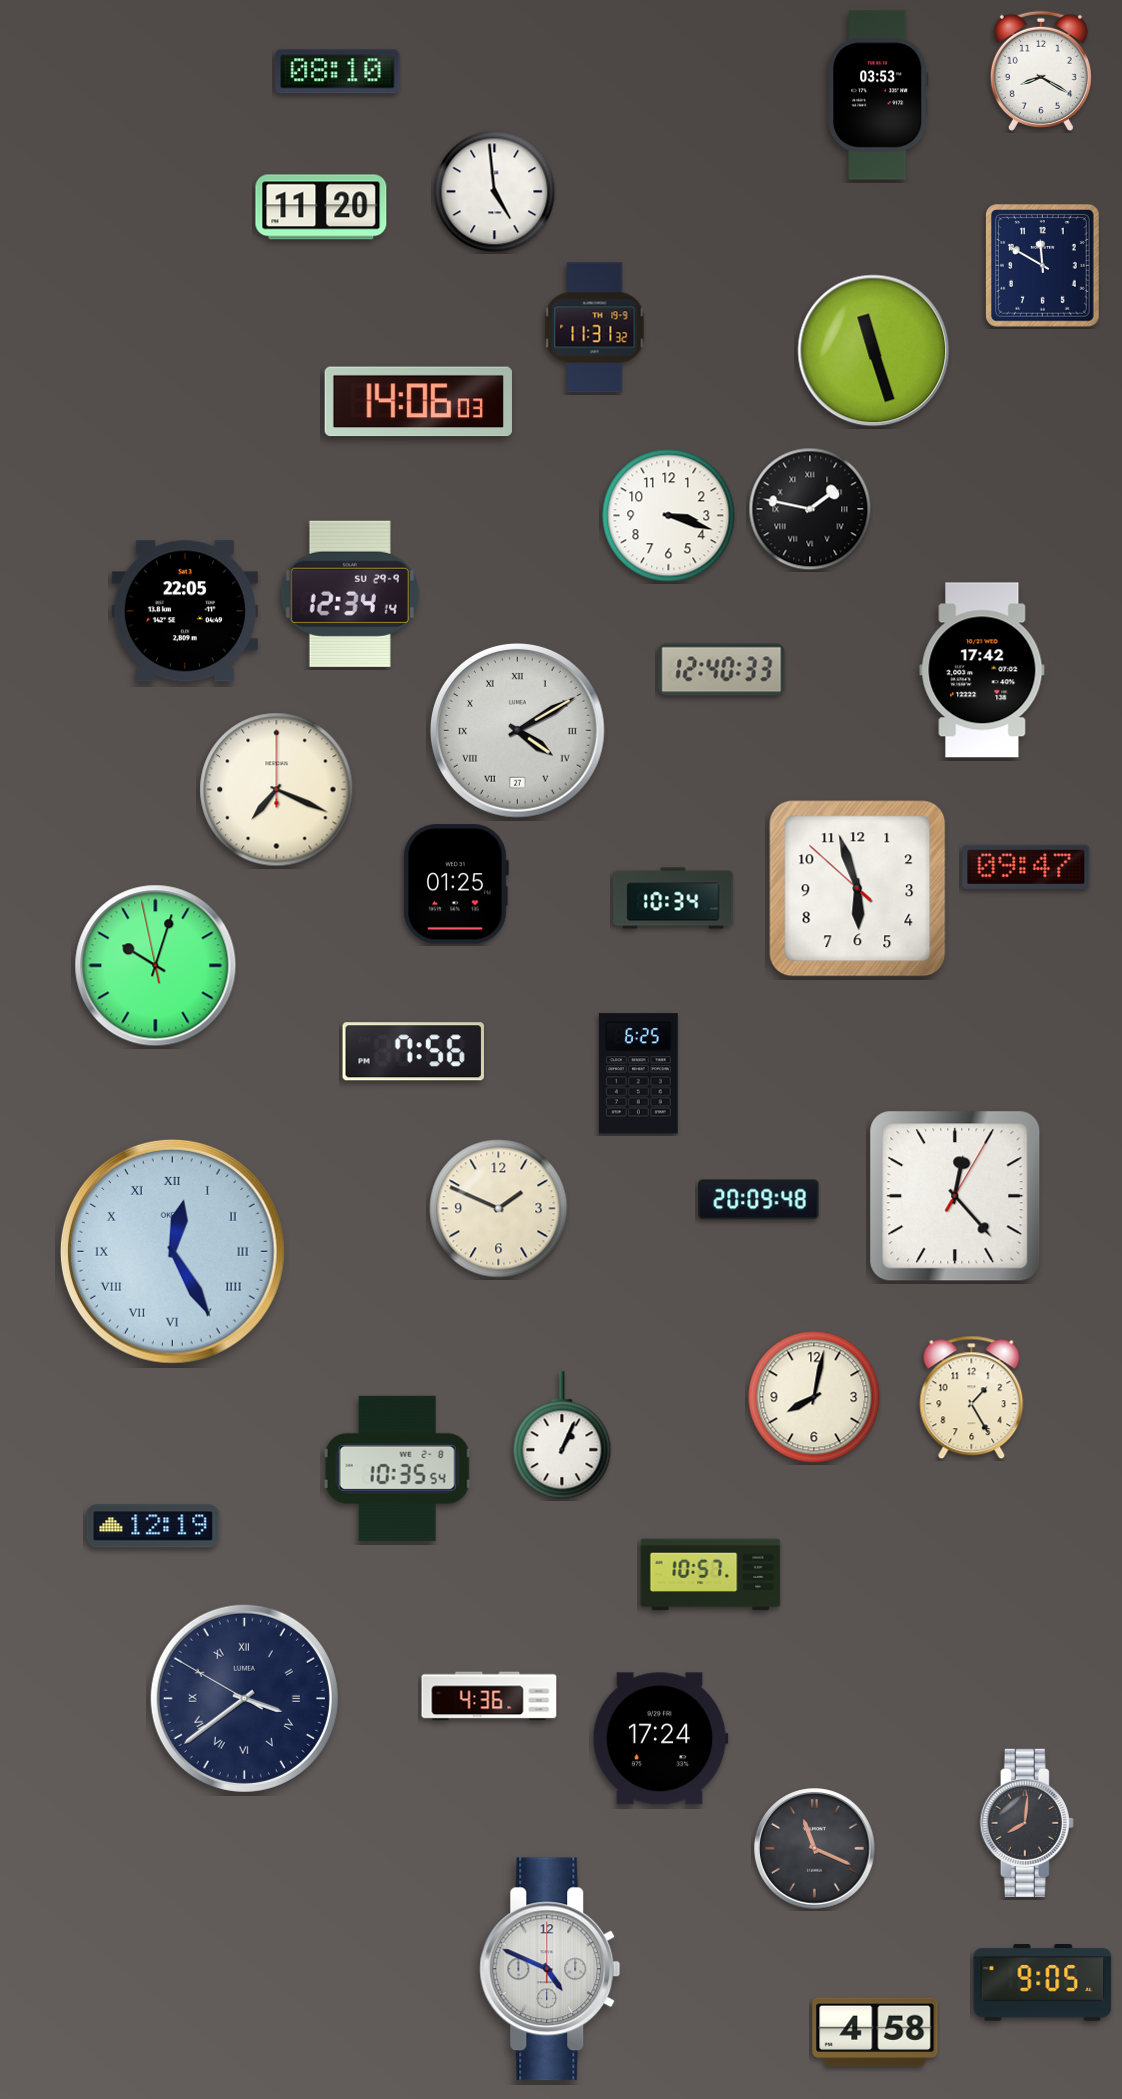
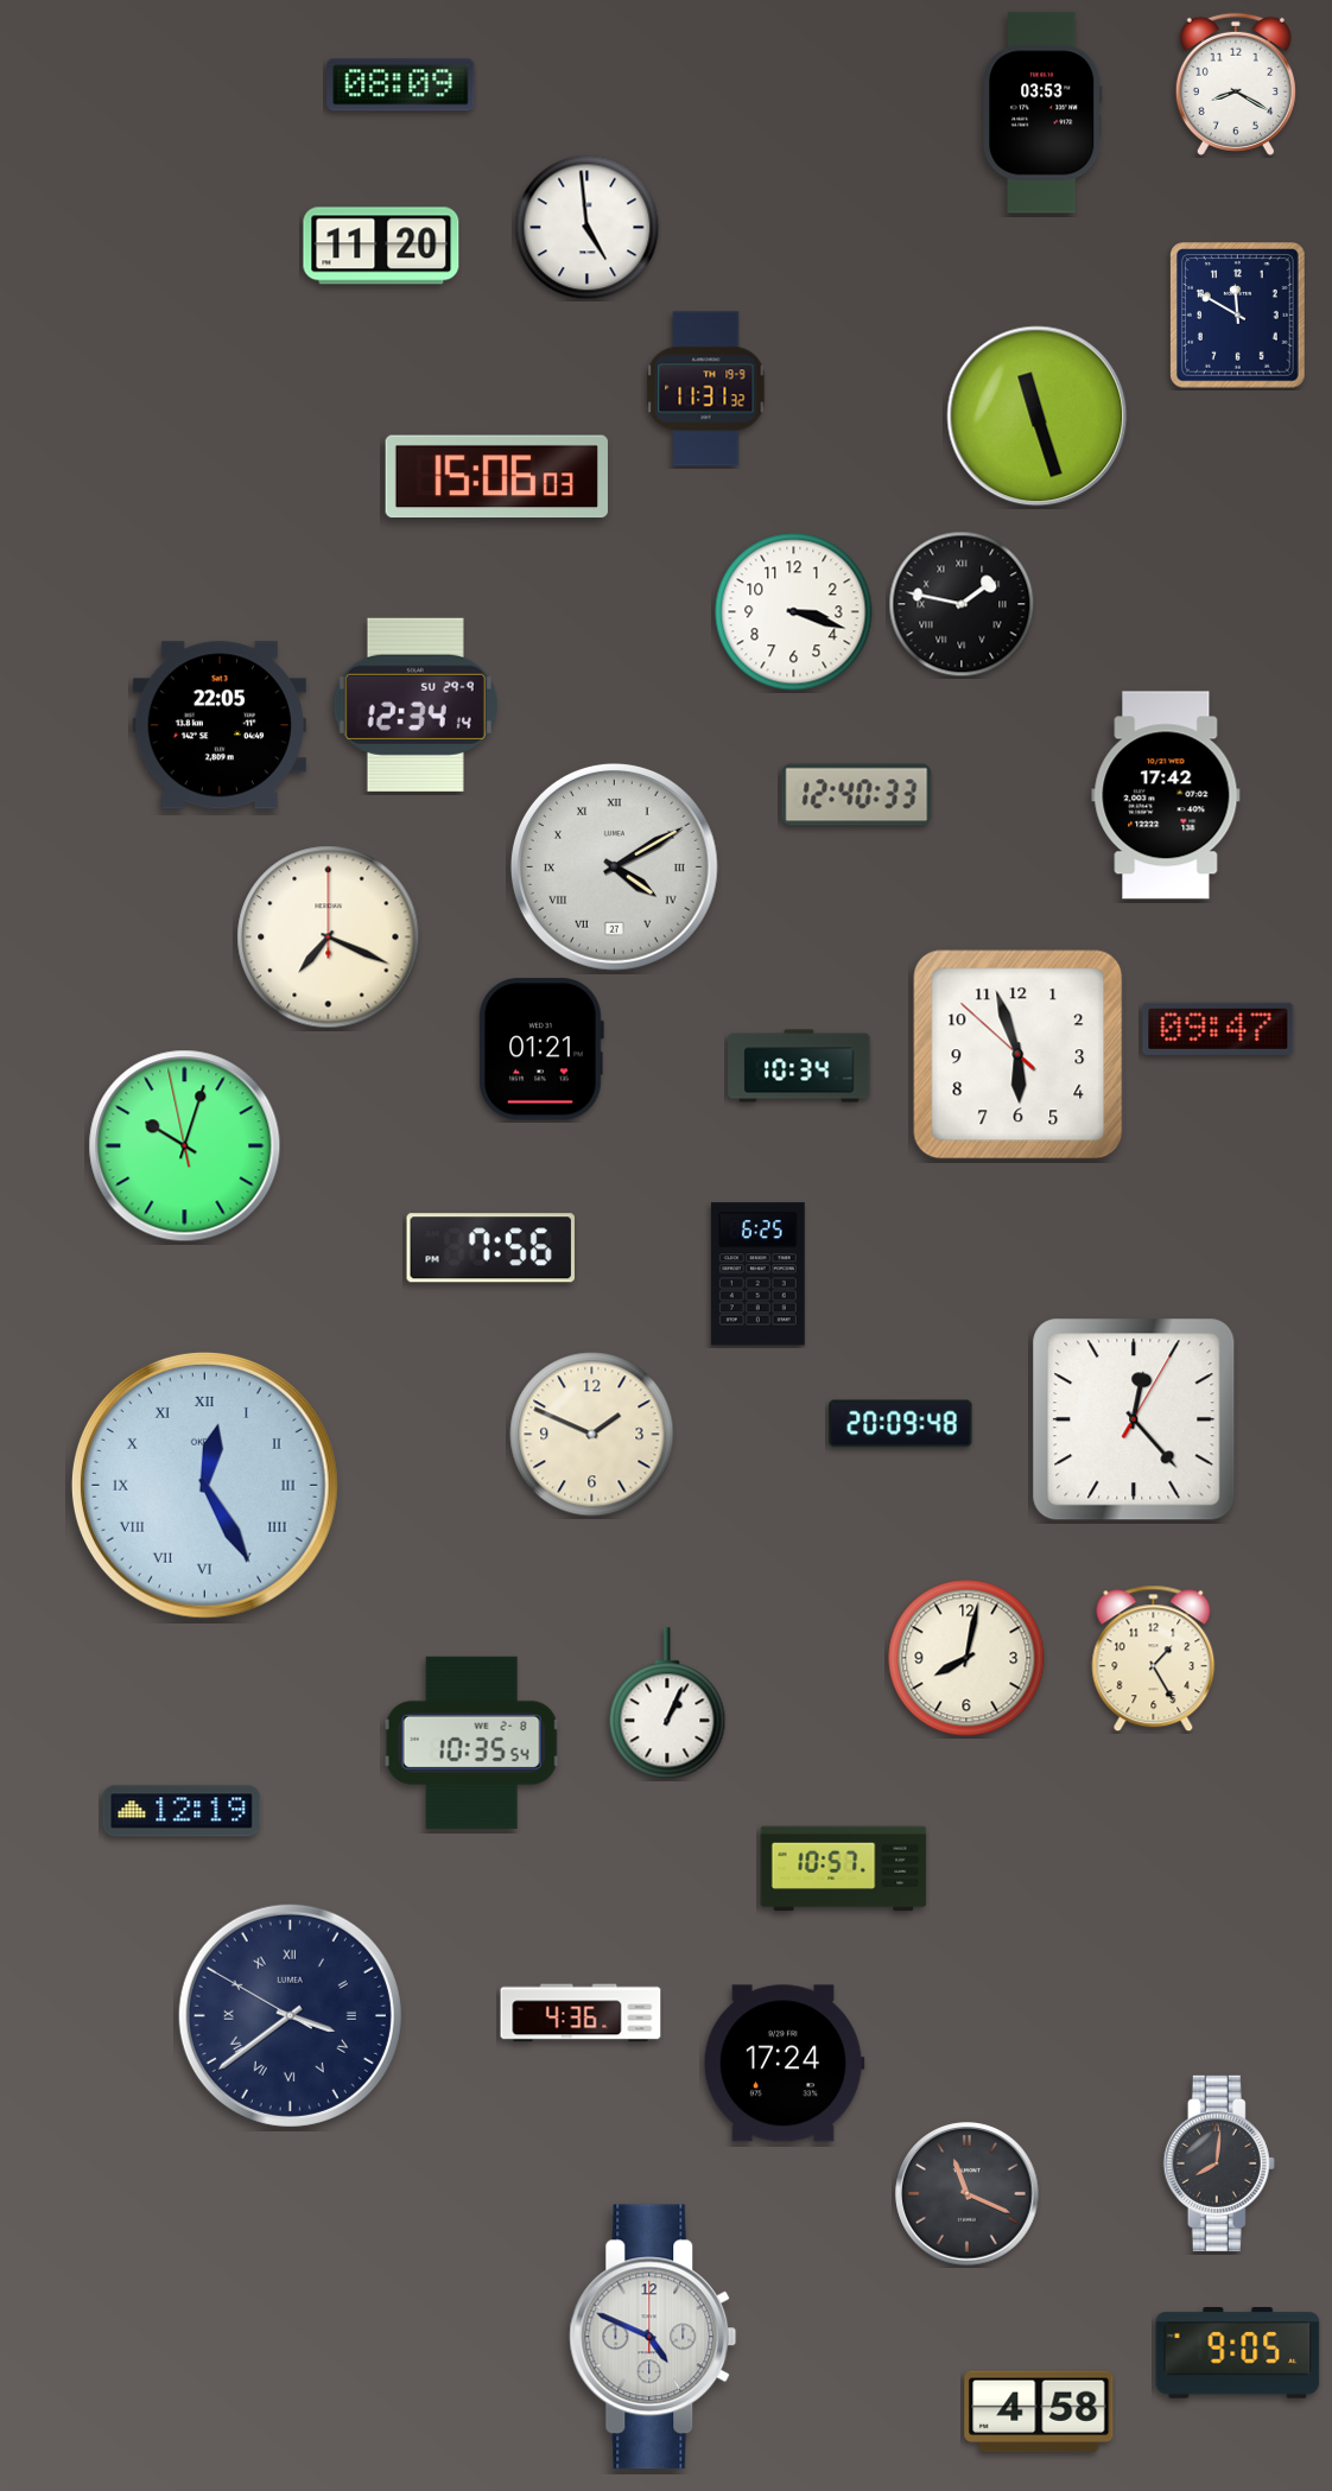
clock at (338, 72): 08:10 -> 08:09
clock at (418, 402): 14:06 -> 15:06
clock at (456, 884): 01:25 -> 01:21
